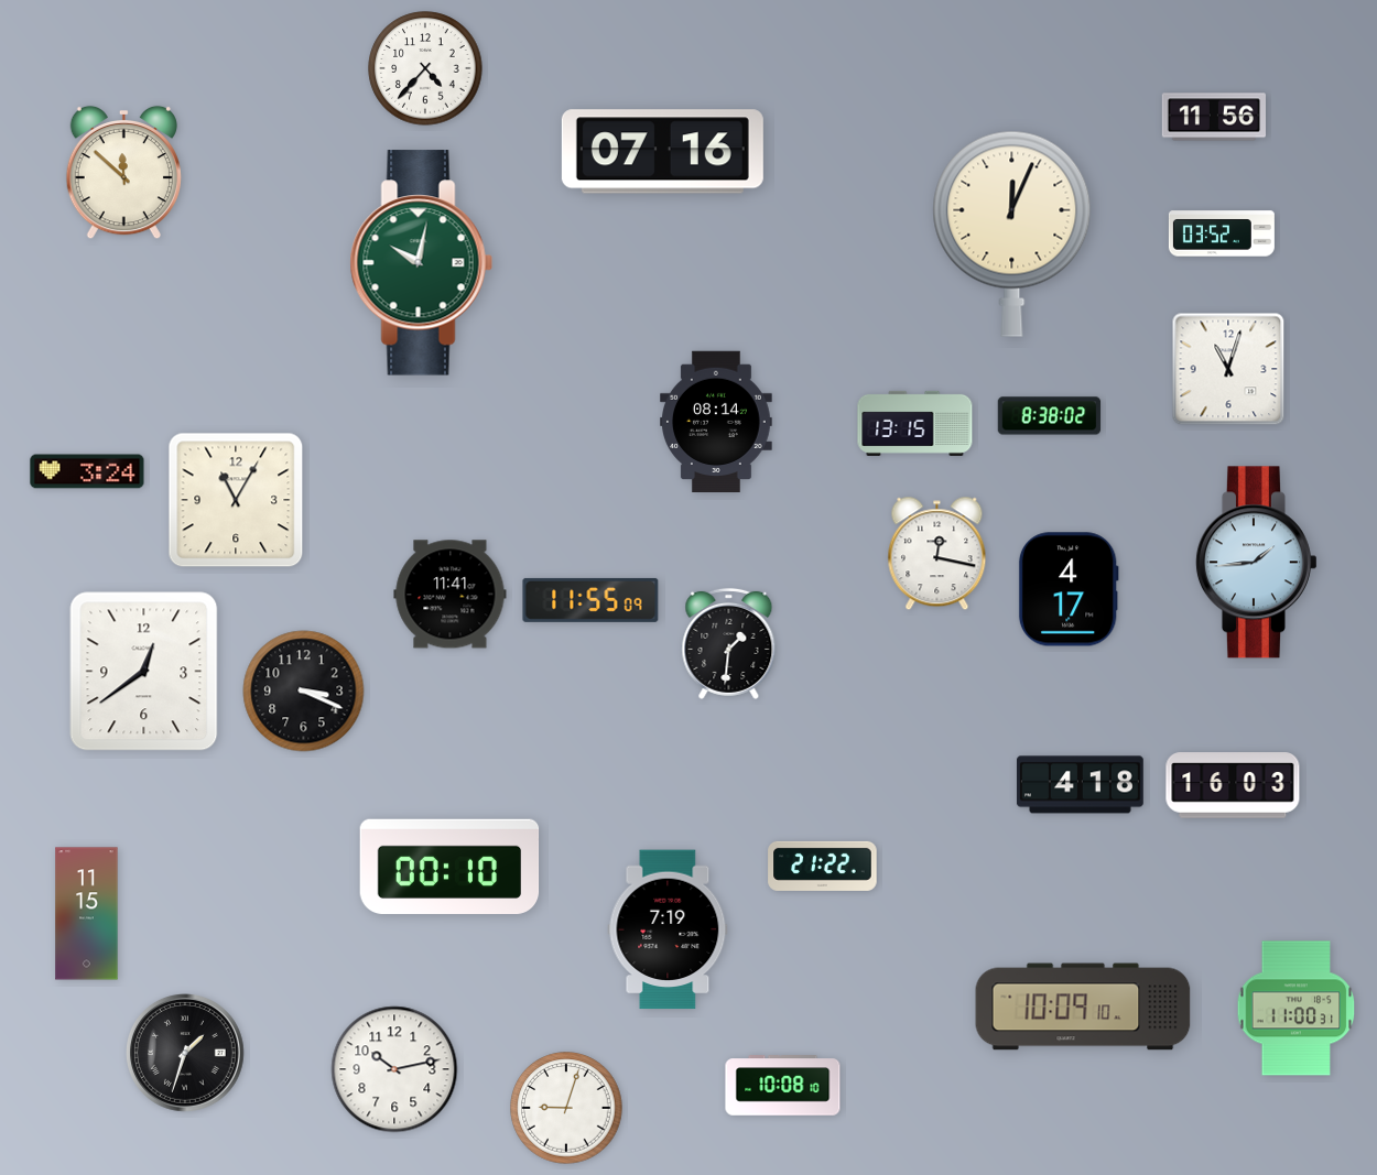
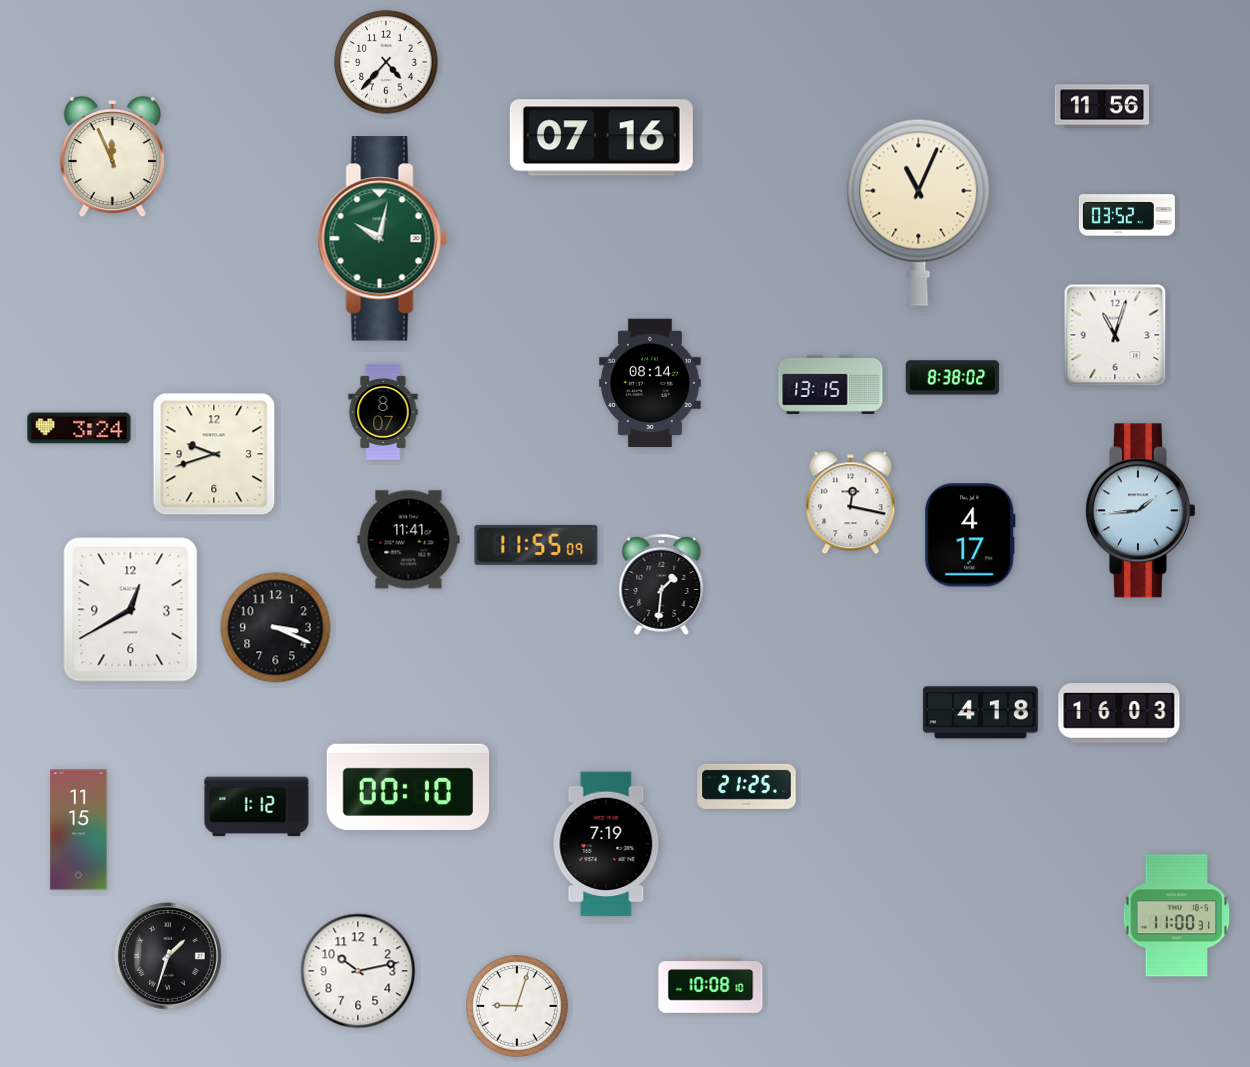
clock at (123, 173): 11:52 -> 11:56
clock at (1012, 233): 12:04 -> 11:04
clock at (1222, 233) position: (1222, 233) -> (1127, 215)
clock at (383, 412): none -> 8:07
clock at (236, 500): 11:05 -> 9:42
clock at (144, 672): 12:39 -> 12:40
clock at (823, 866): 21:22 -> 21:25
clock at (257, 807): none -> 1:12
clock at (1083, 1007): 10:09 -> none
clock at (566, 1108) position: (566, 1108) -> (517, 1006)
